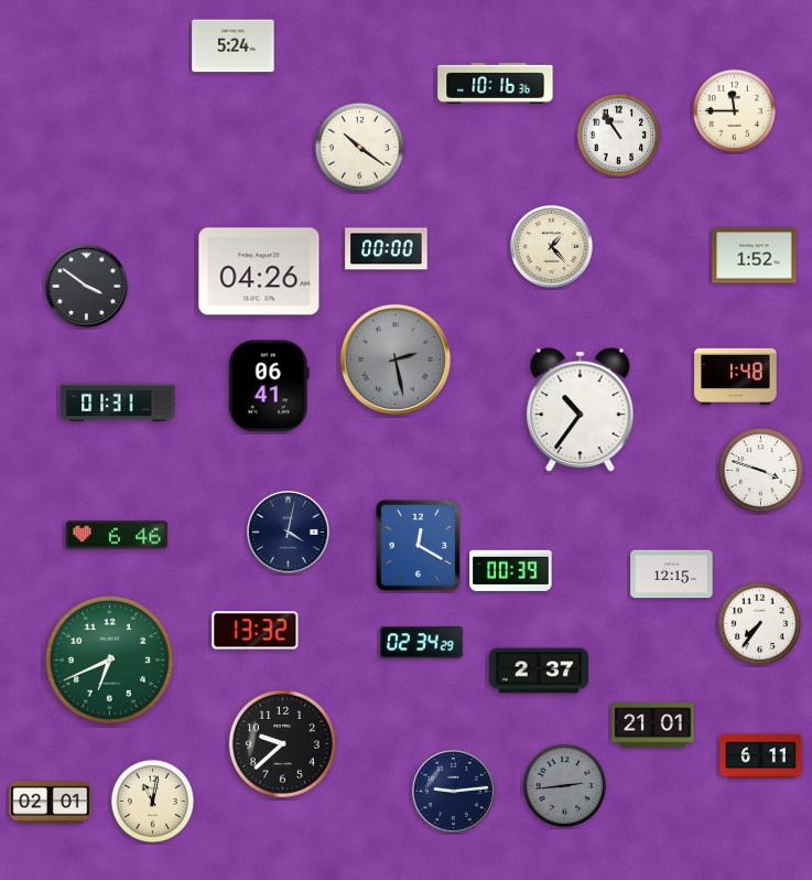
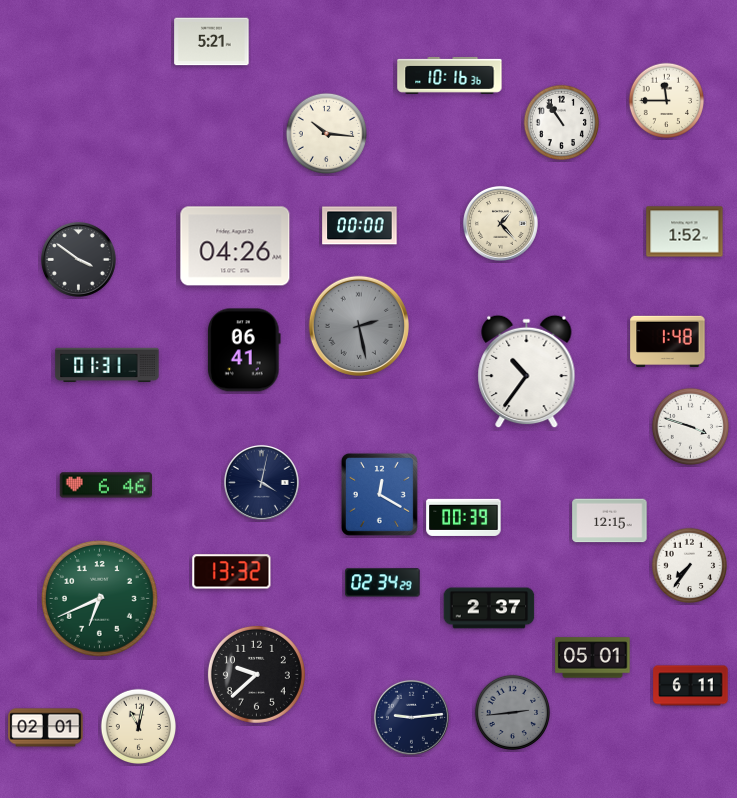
clock at (234, 46): 5:24 -> 5:21
clock at (359, 147): 10:21 -> 10:16
clock at (387, 249) position: (387, 249) -> (360, 226)
clock at (653, 726): 21:01 -> 05:01
